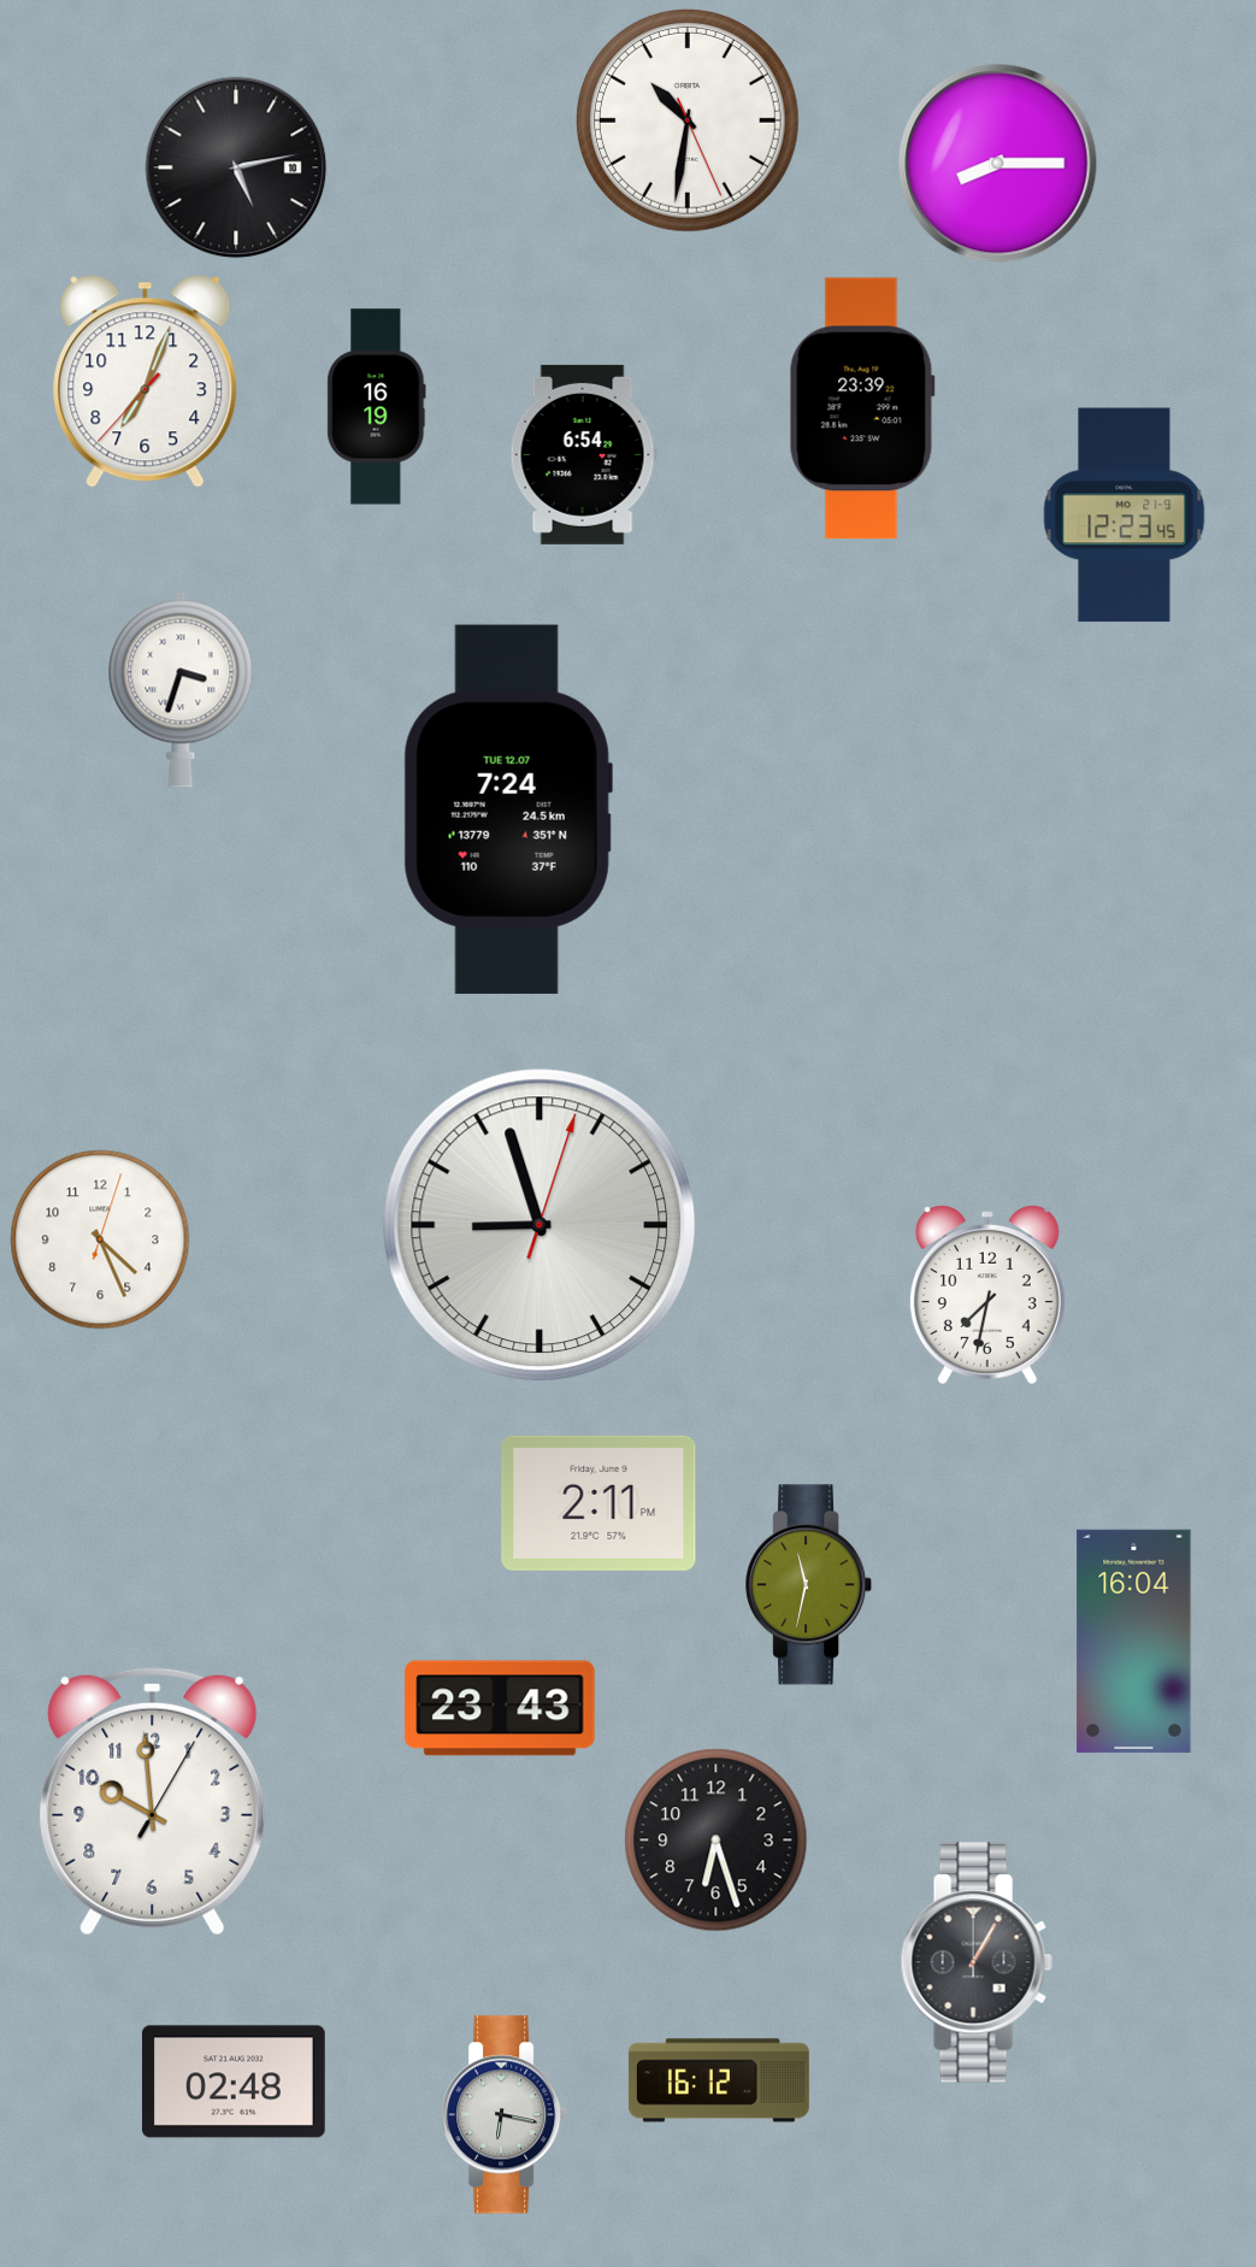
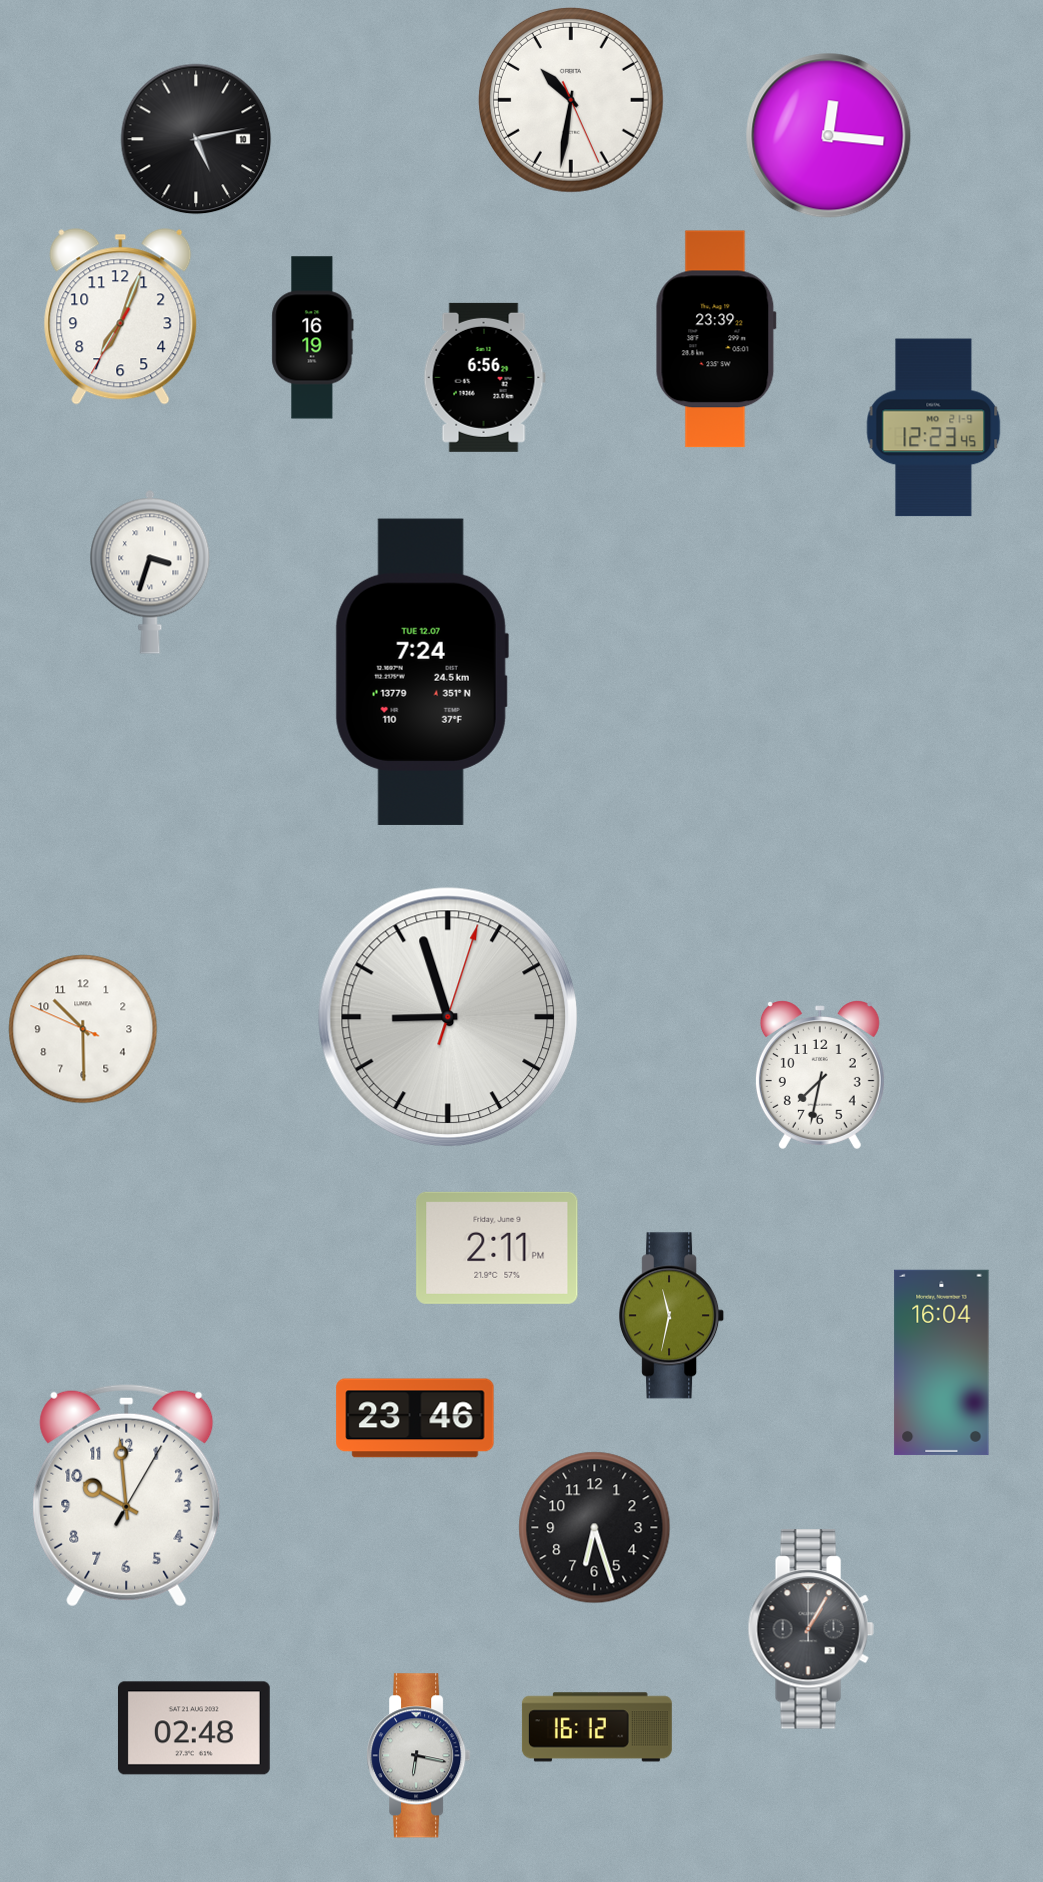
clock at (998, 164): 8:15 -> 12:16
clock at (146, 382): 7:03:37 -> 7:03:35
clock at (583, 454): 6:54 -> 6:56
clock at (100, 1240): 4:26 -> 10:29
clock at (500, 1708): 23:43 -> 23:46
